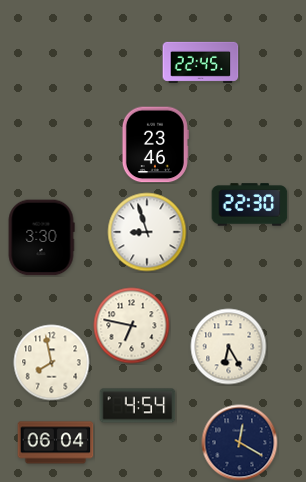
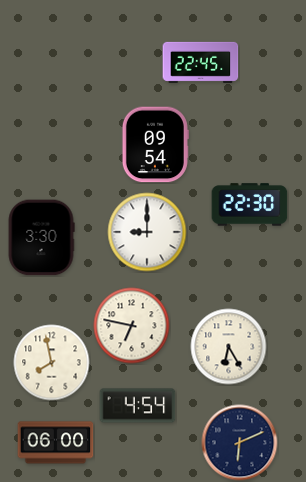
clock at (155, 145): 23:46 -> 09:54
clock at (147, 232): 8:57 -> 9:00
clock at (56, 443): 06:04 -> 06:00
clock at (240, 443): 12:20 -> 6:11
